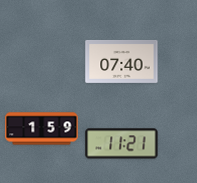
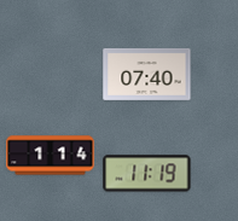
clock at (42, 129): 1:59 -> 1:14
clock at (122, 144): 11:21 -> 11:19
